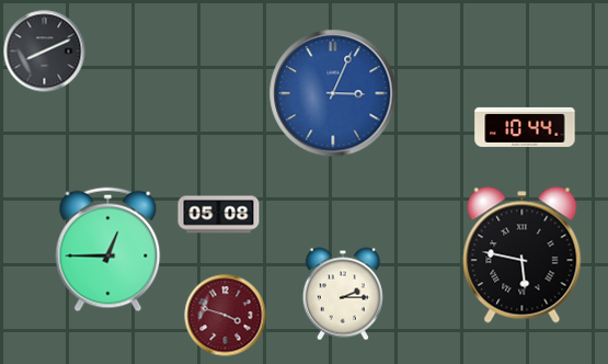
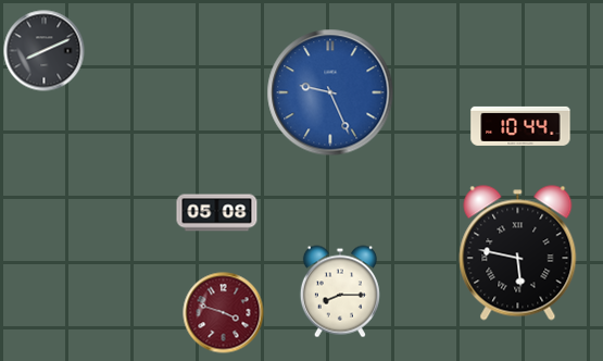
clock at (333, 93): 3:04 -> 9:26
clock at (108, 250): 12:45 -> none
clock at (343, 294): 2:15 -> 8:15
